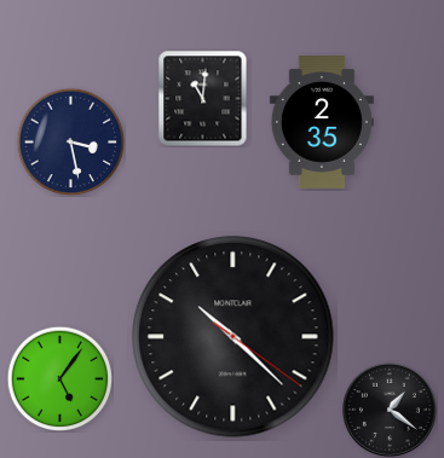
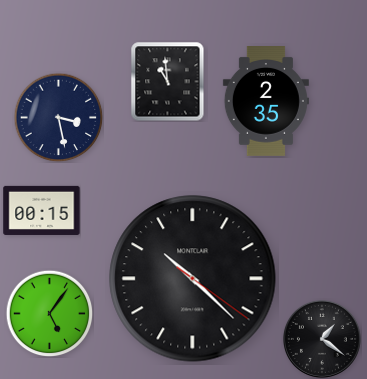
clock at (203, 99): 11:01 -> 10:59
clock at (42, 210): none -> 00:15
